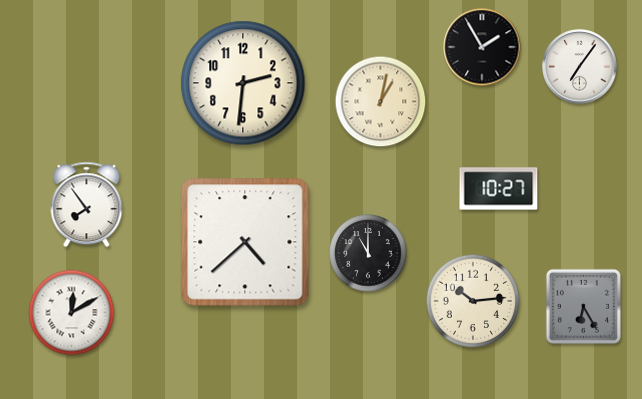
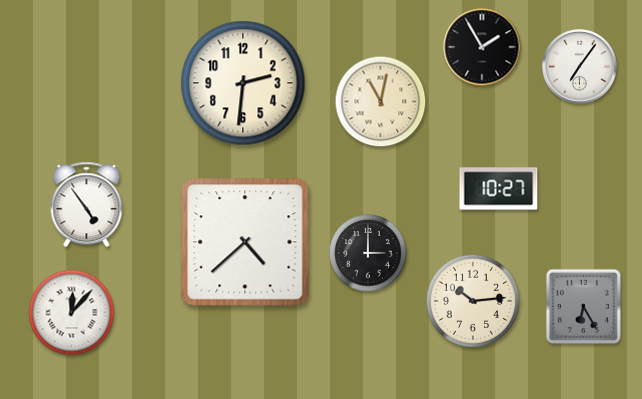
clock at (381, 102): 1:02 -> 11:02
clock at (87, 205): 7:54 -> 4:54
clock at (368, 253): 11:00 -> 3:00
clock at (72, 313): 12:10 -> 12:07
